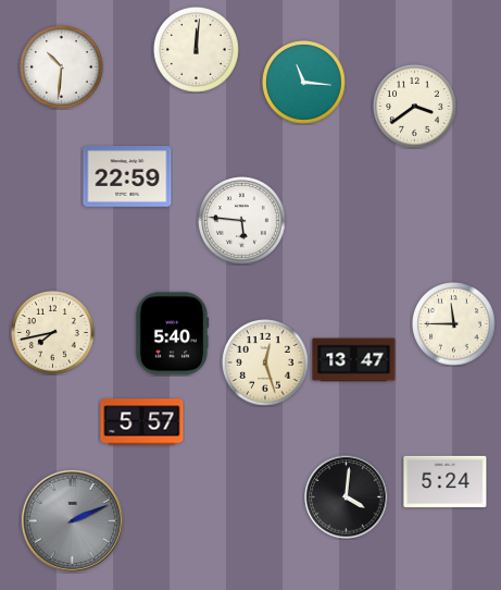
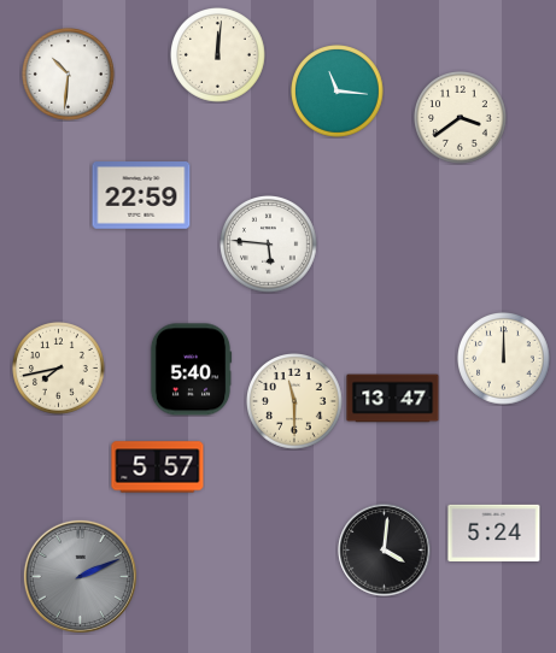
clock at (454, 324): 11:45 -> 12:00
clock at (266, 364): 12:27 -> 11:30
